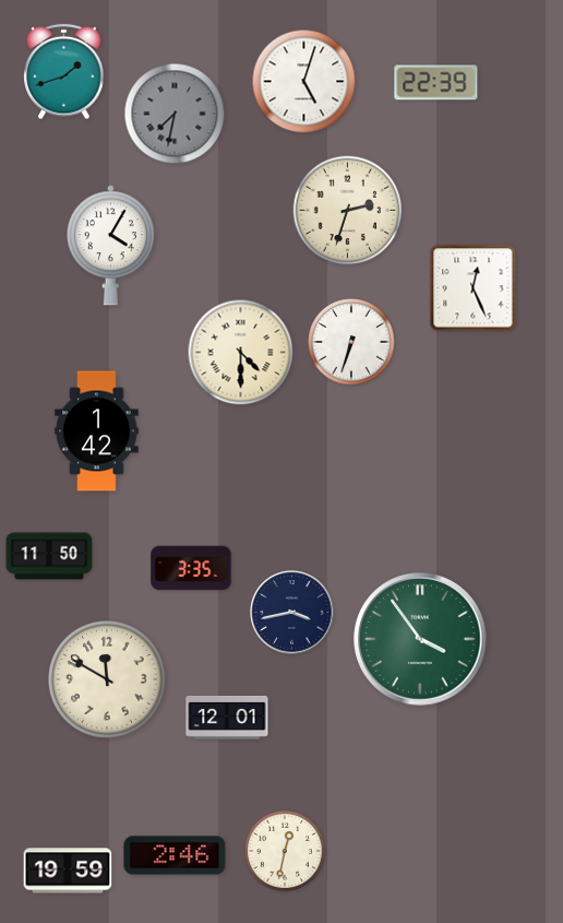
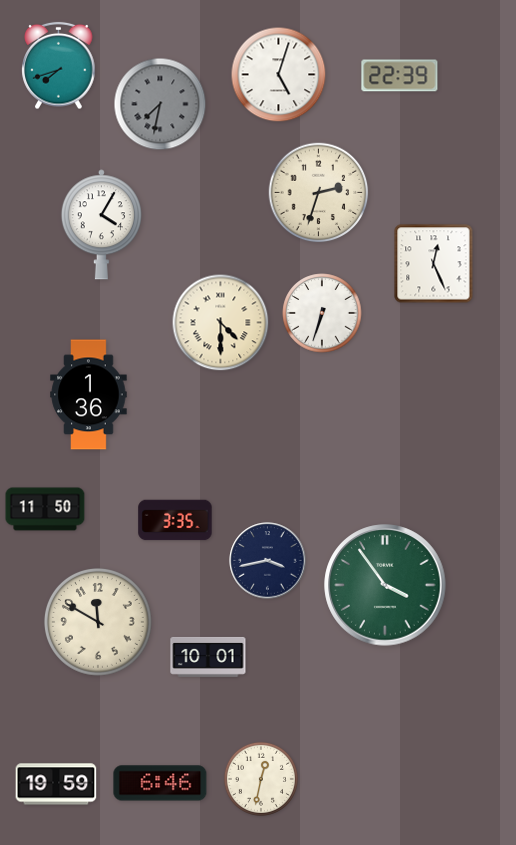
clock at (64, 72): 1:42 -> 7:42
clock at (97, 431): 1:42 -> 1:36
clock at (227, 718): 12:01 -> 10:01
clock at (175, 855): 2:46 -> 6:46
clock at (68, 871) position: (68, 871) -> (56, 784)
